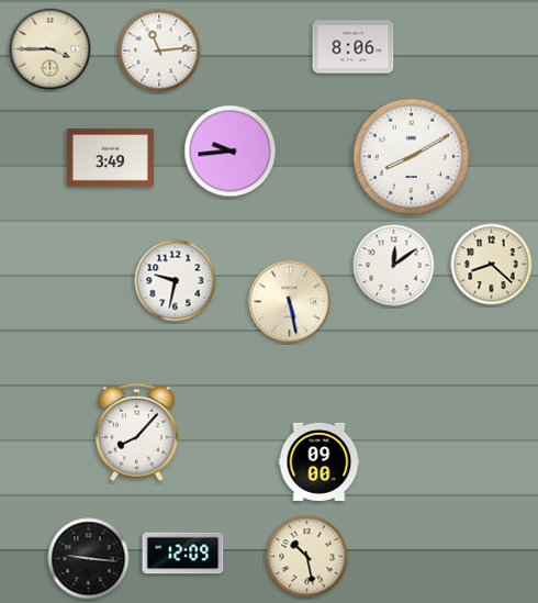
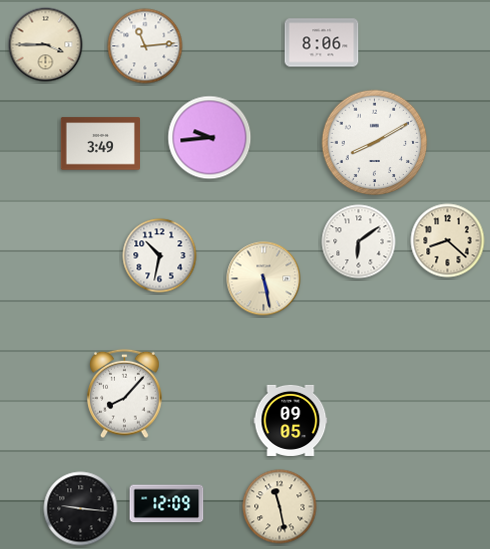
clock at (394, 266): 12:09 -> 6:09
clock at (176, 281): 9:32 -> 10:32
clock at (290, 302) position: (290, 302) -> (264, 279)
clock at (320, 461): 09:00 -> 09:05
clock at (307, 557): 10:28 -> 11:28
